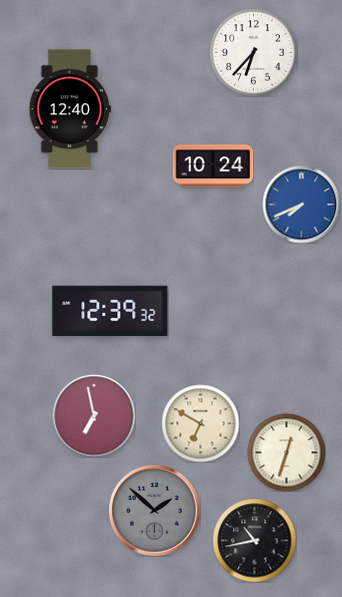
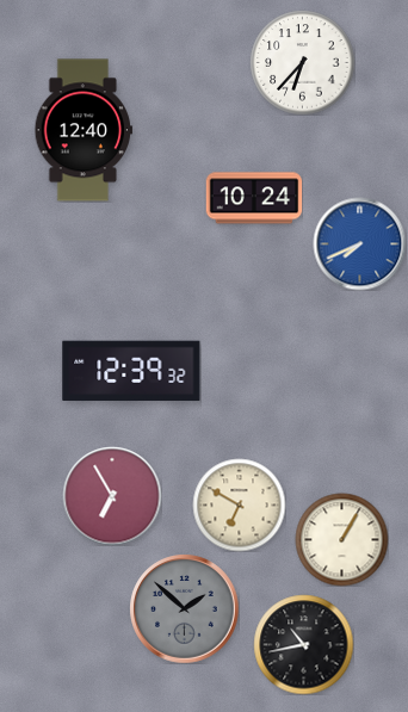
clock at (94, 416): 6:58 -> 6:55
clock at (286, 452): 12:33 -> 1:05
